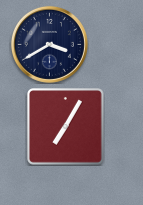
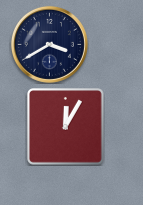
clock at (66, 127): 7:05 -> 12:05
